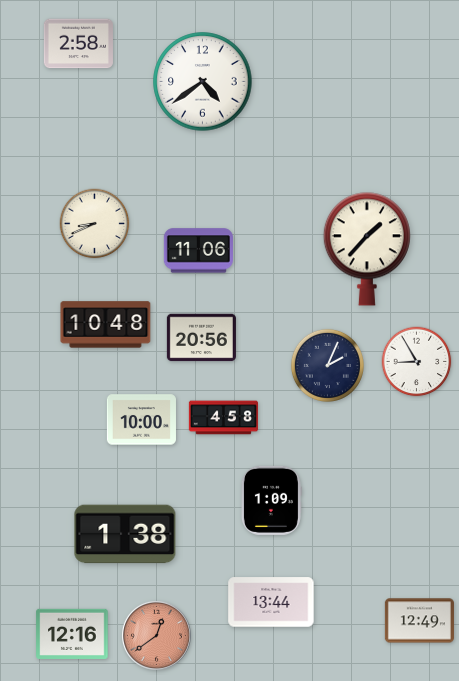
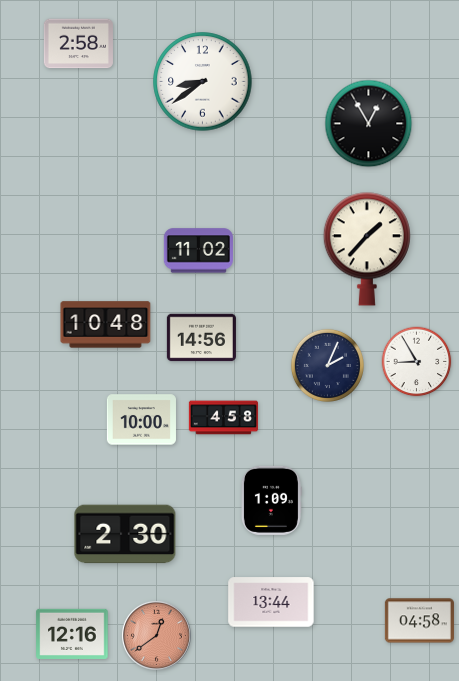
clock at (203, 82): 4:39 -> 8:39
clock at (369, 124): none -> 12:55
clock at (95, 224): 8:41 -> none
clock at (198, 251): 11:06 -> 11:02
clock at (201, 338): 20:56 -> 14:56
clock at (125, 534): 1:38 -> 2:30
clock at (419, 621): 12:49 -> 04:58
